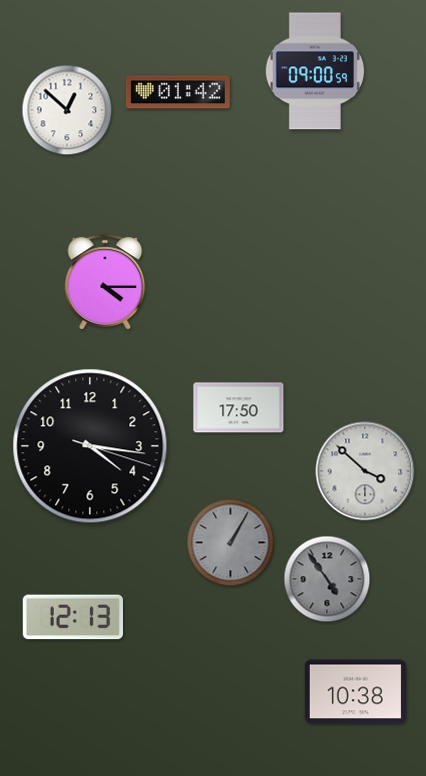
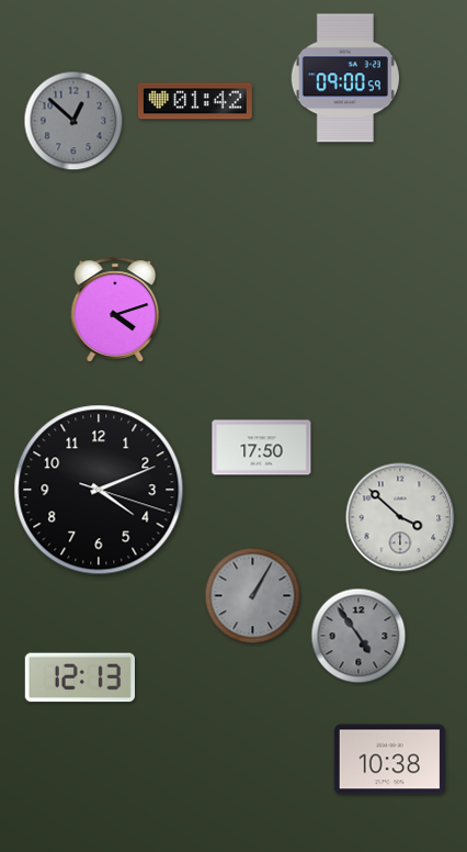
clock at (67, 110) dial: white -> grey
clock at (105, 282): 4:15 -> 4:12
clock at (90, 446): 4:16 -> 4:11
